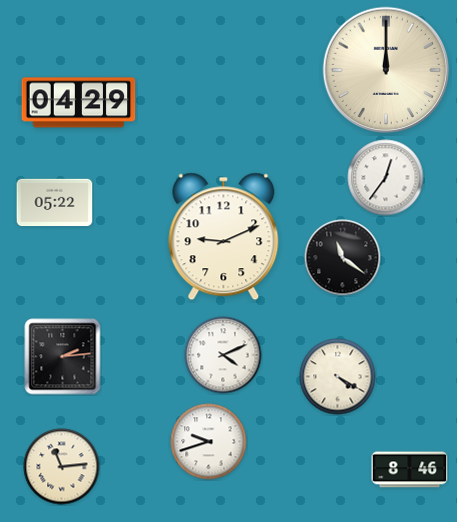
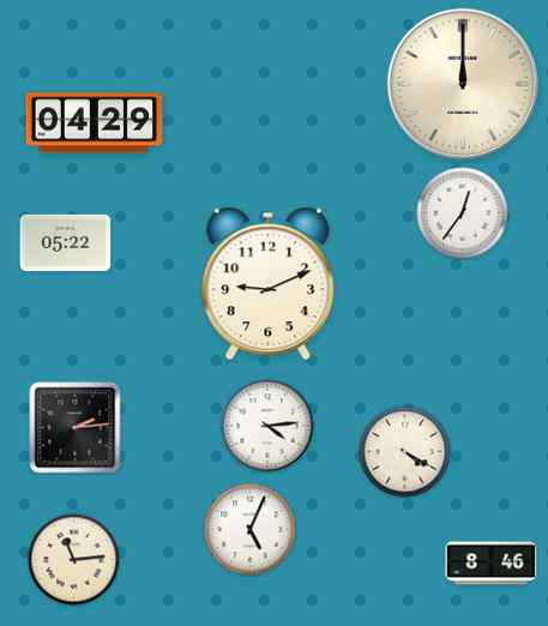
clock at (343, 258): 11:21 -> none
clock at (223, 355): 4:11 -> 4:14
clock at (209, 442): 9:42 -> 5:04
